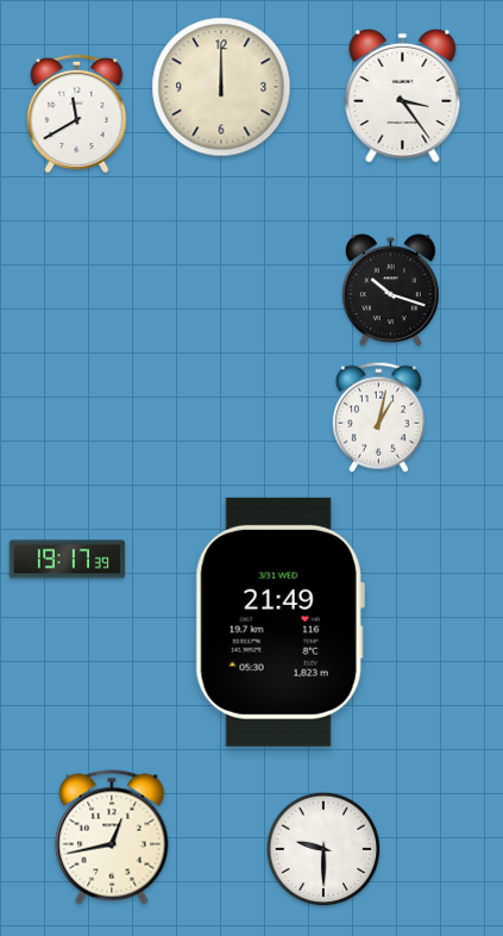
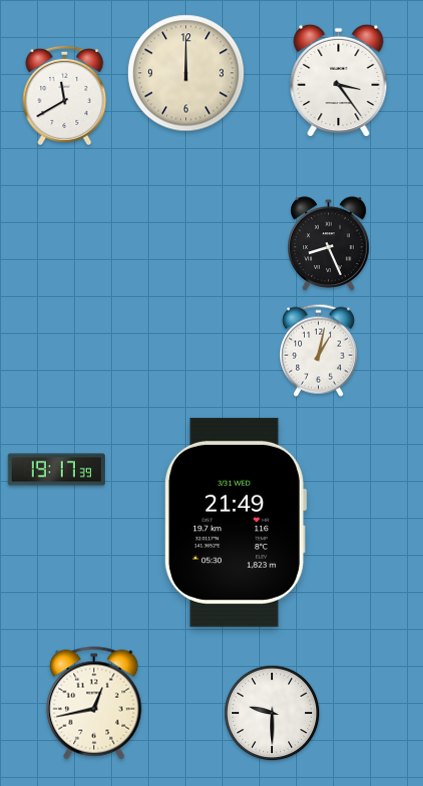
clock at (391, 289): 10:18 -> 8:26
